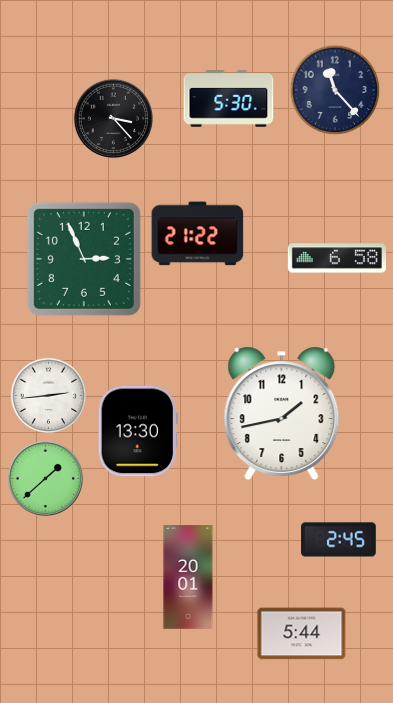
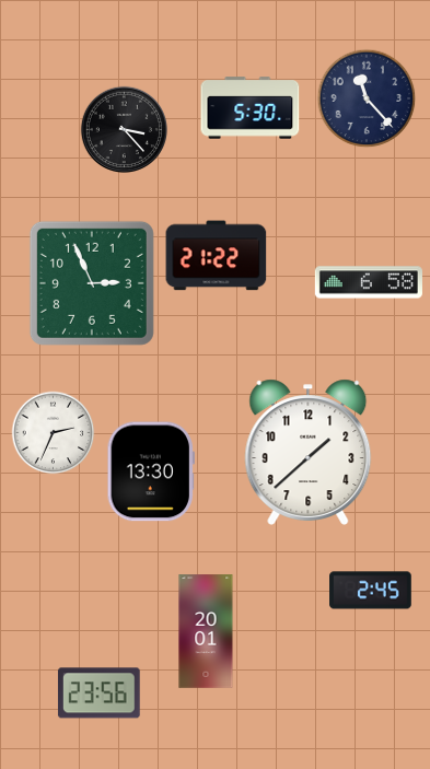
clock at (49, 396): 2:44 -> 2:34
clock at (282, 413): 1:43 -> 1:38
clock at (45, 478): 1:38 -> none
clock at (98, 694): none -> 23:56
clock at (302, 634): 5:44 -> none
